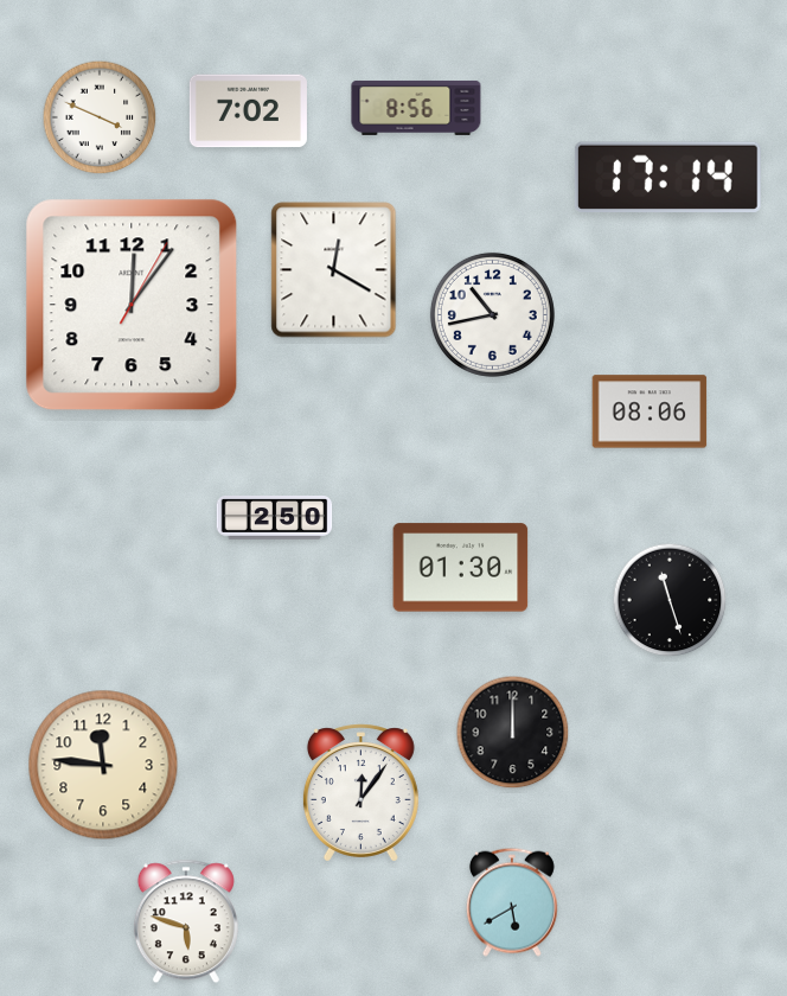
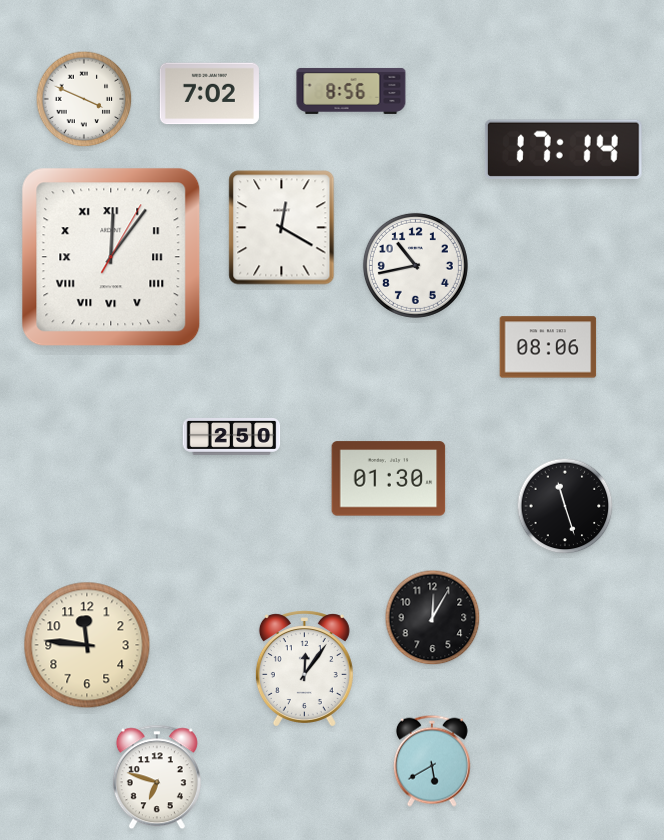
clock at (132, 305) numerals: Arabic -> Roman
clock at (513, 733): 12:00 -> 12:05
clock at (186, 921): 5:48 -> 6:48
